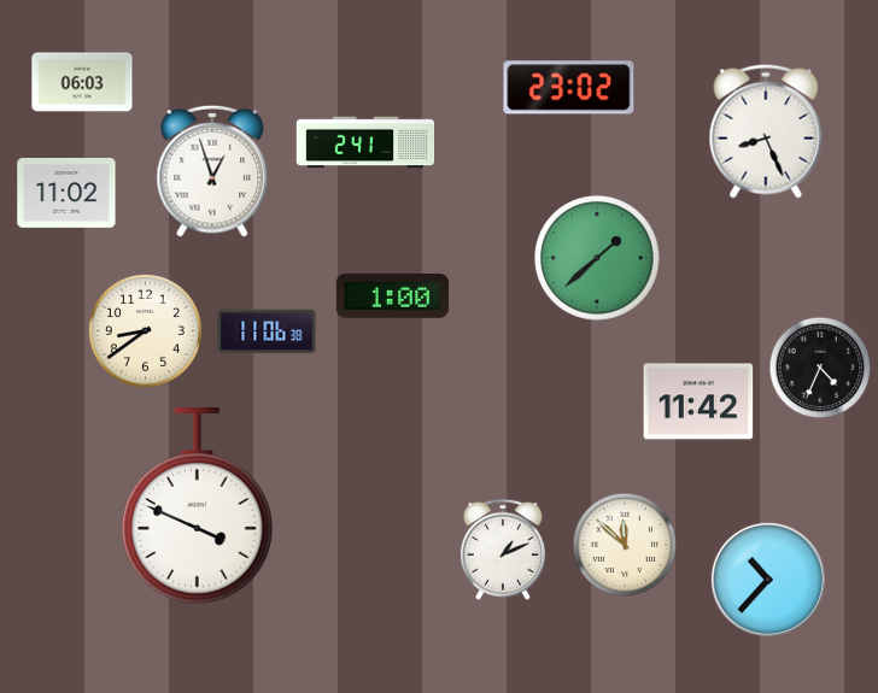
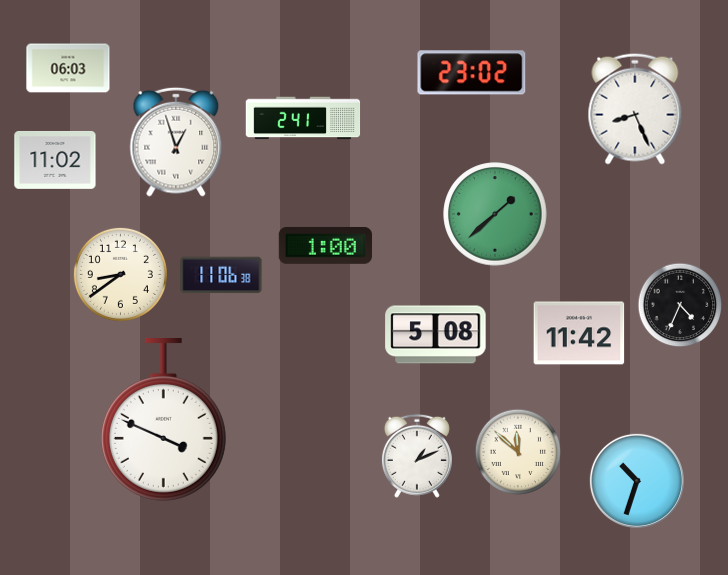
clock at (436, 335): none -> 5:08
clock at (768, 580): 10:37 -> 10:33
